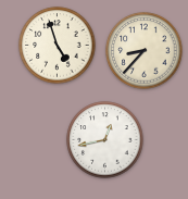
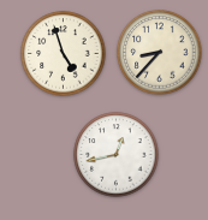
clock at (58, 46) position: (58, 46) -> (64, 54)
clock at (145, 51) position: (145, 51) -> (160, 53)
